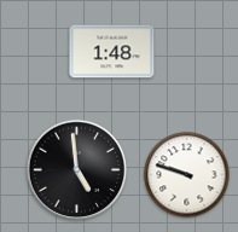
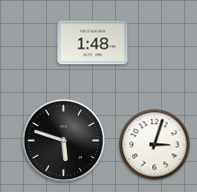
clock at (77, 170): 4:59 -> 5:48
clock at (187, 175): 9:48 -> 3:03
